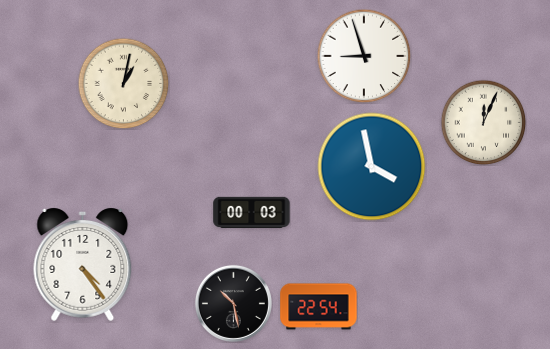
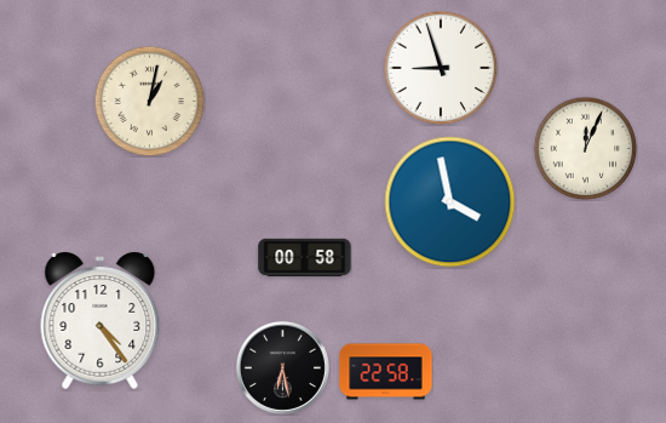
clock at (252, 213): 00:03 -> 00:58
clock at (233, 303): 10:28 -> 6:28
clock at (319, 307): 22:54 -> 22:58
